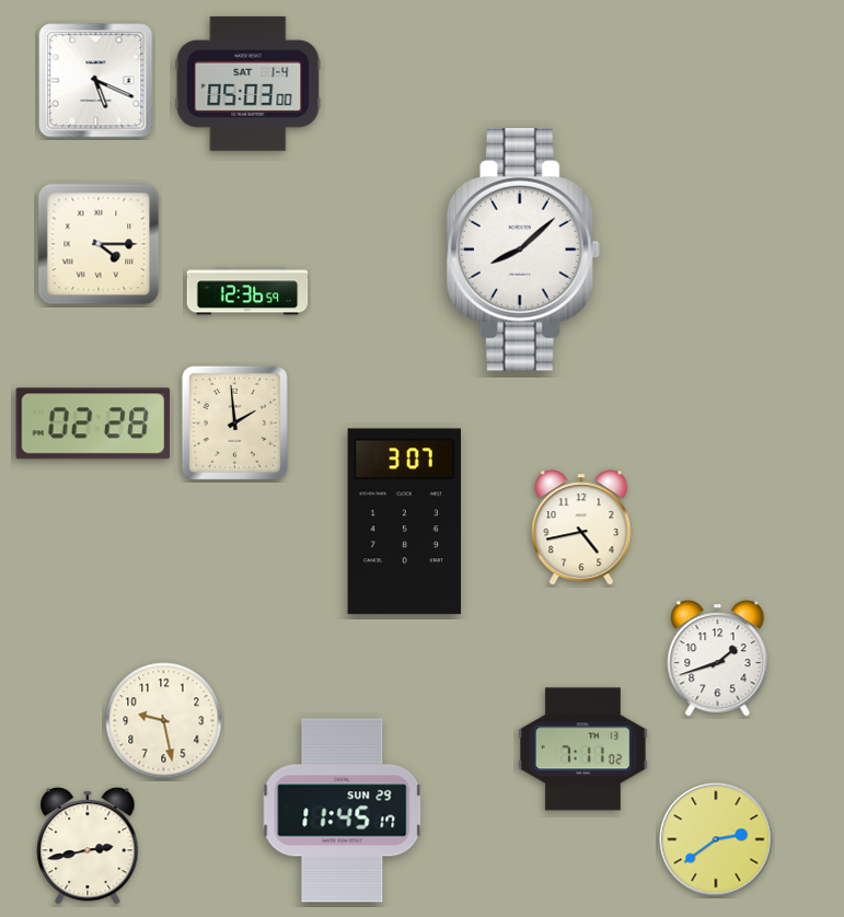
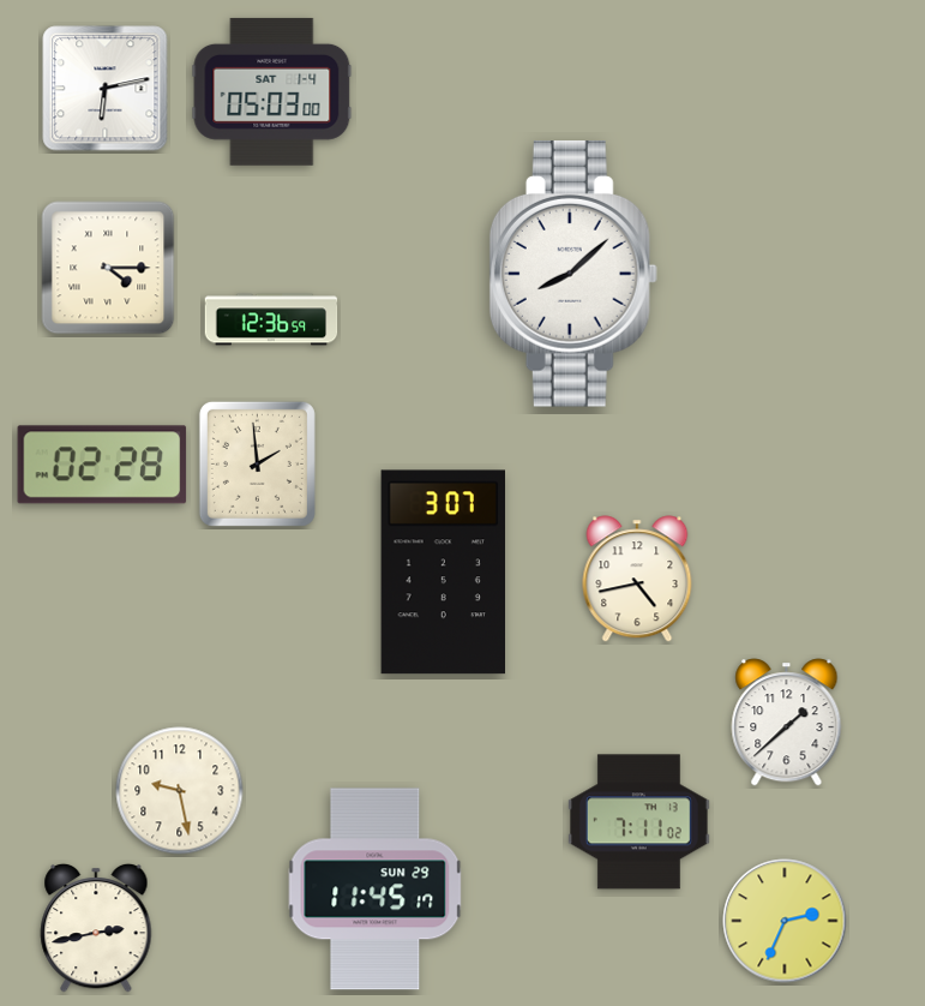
clock at (96, 81): 5:19 -> 6:13
clock at (718, 659): 1:42 -> 1:38
clock at (716, 839): 2:39 -> 2:34
